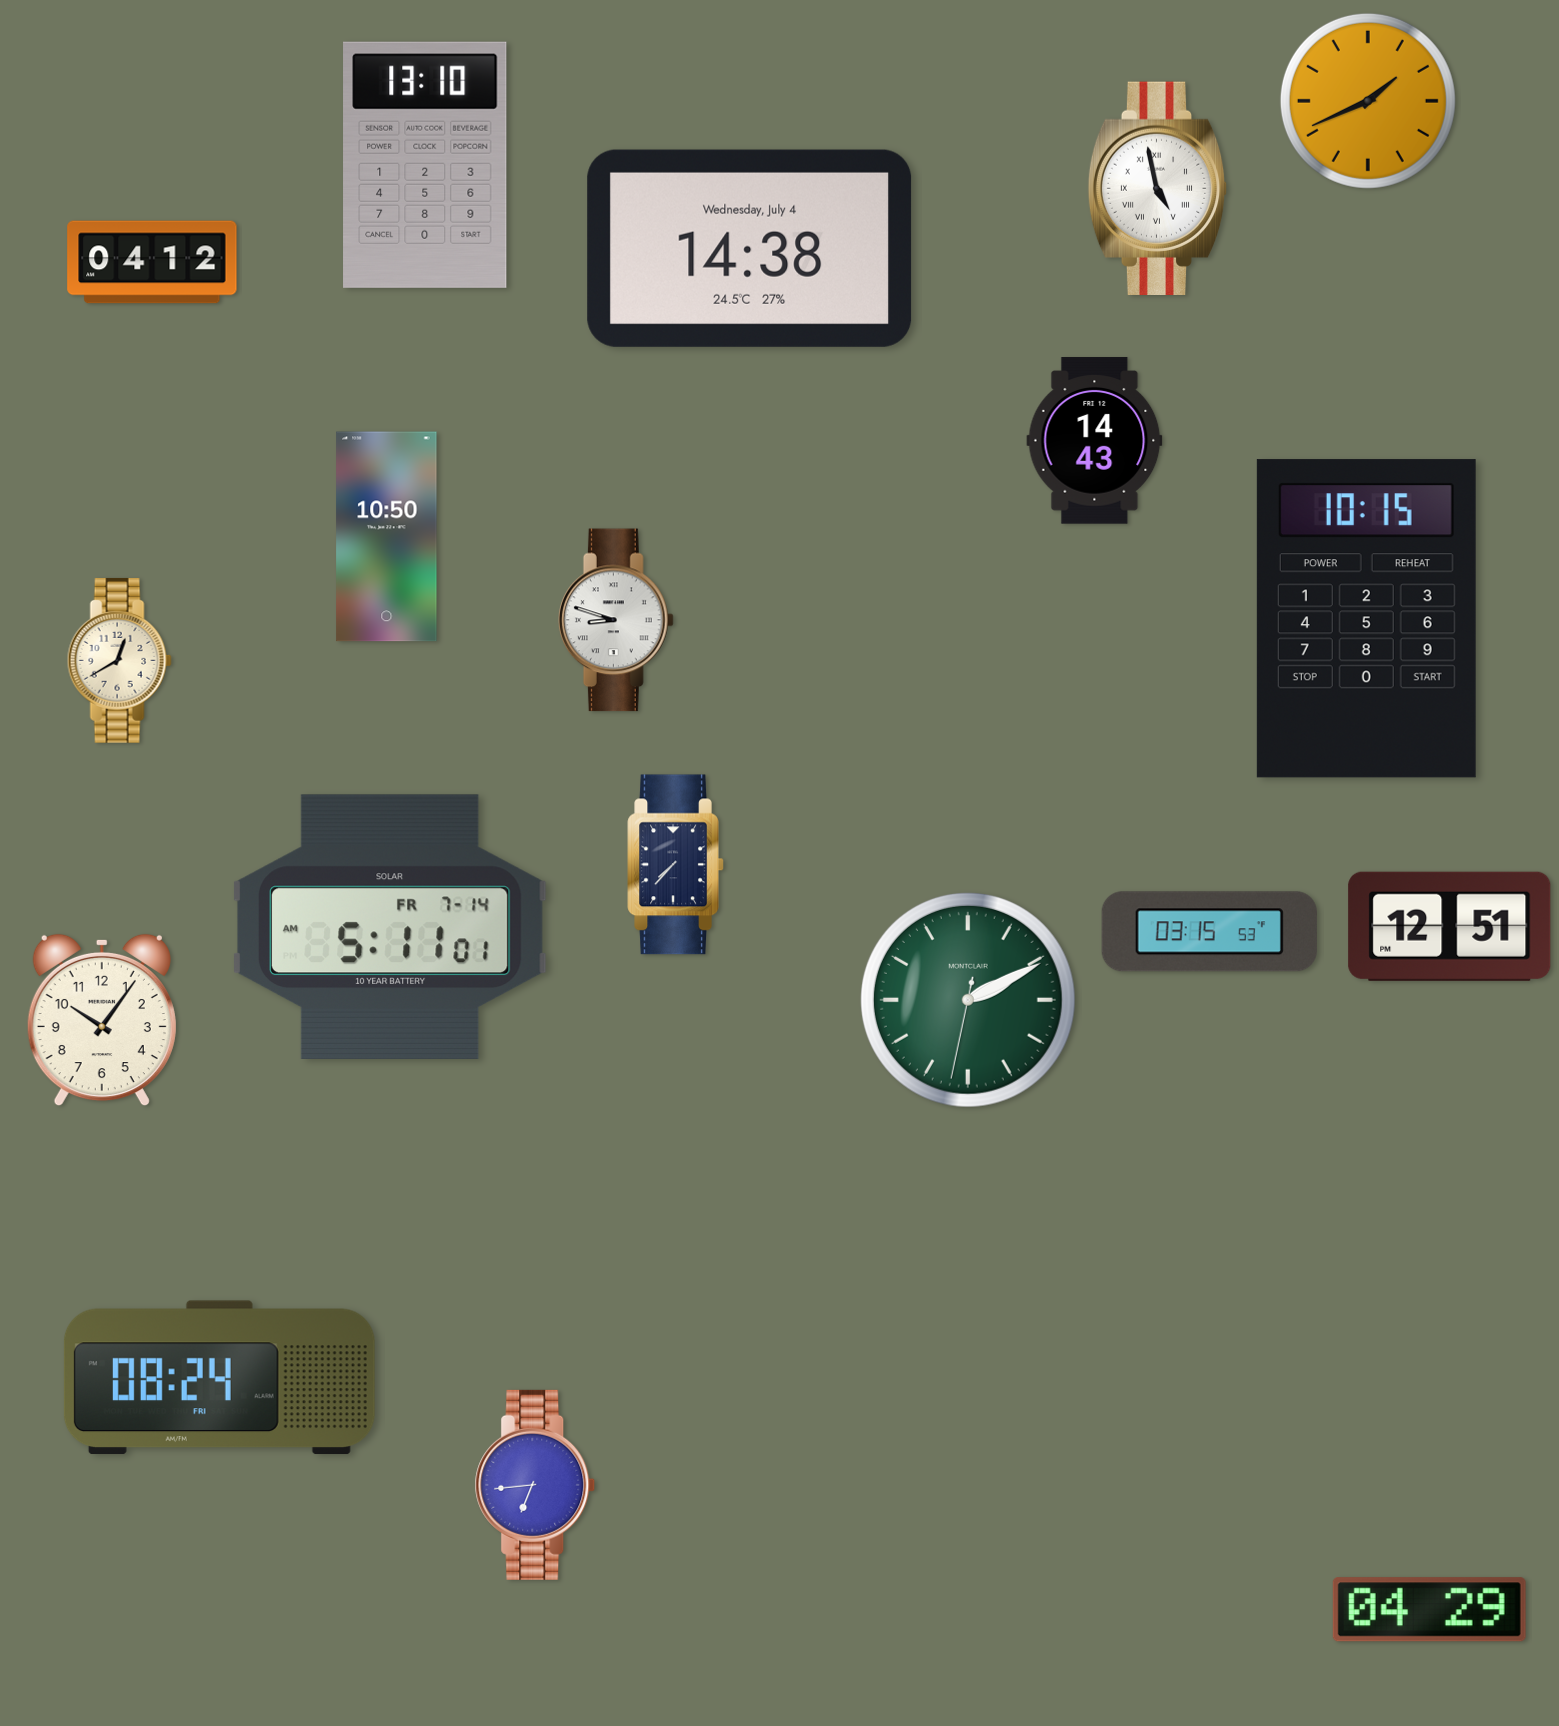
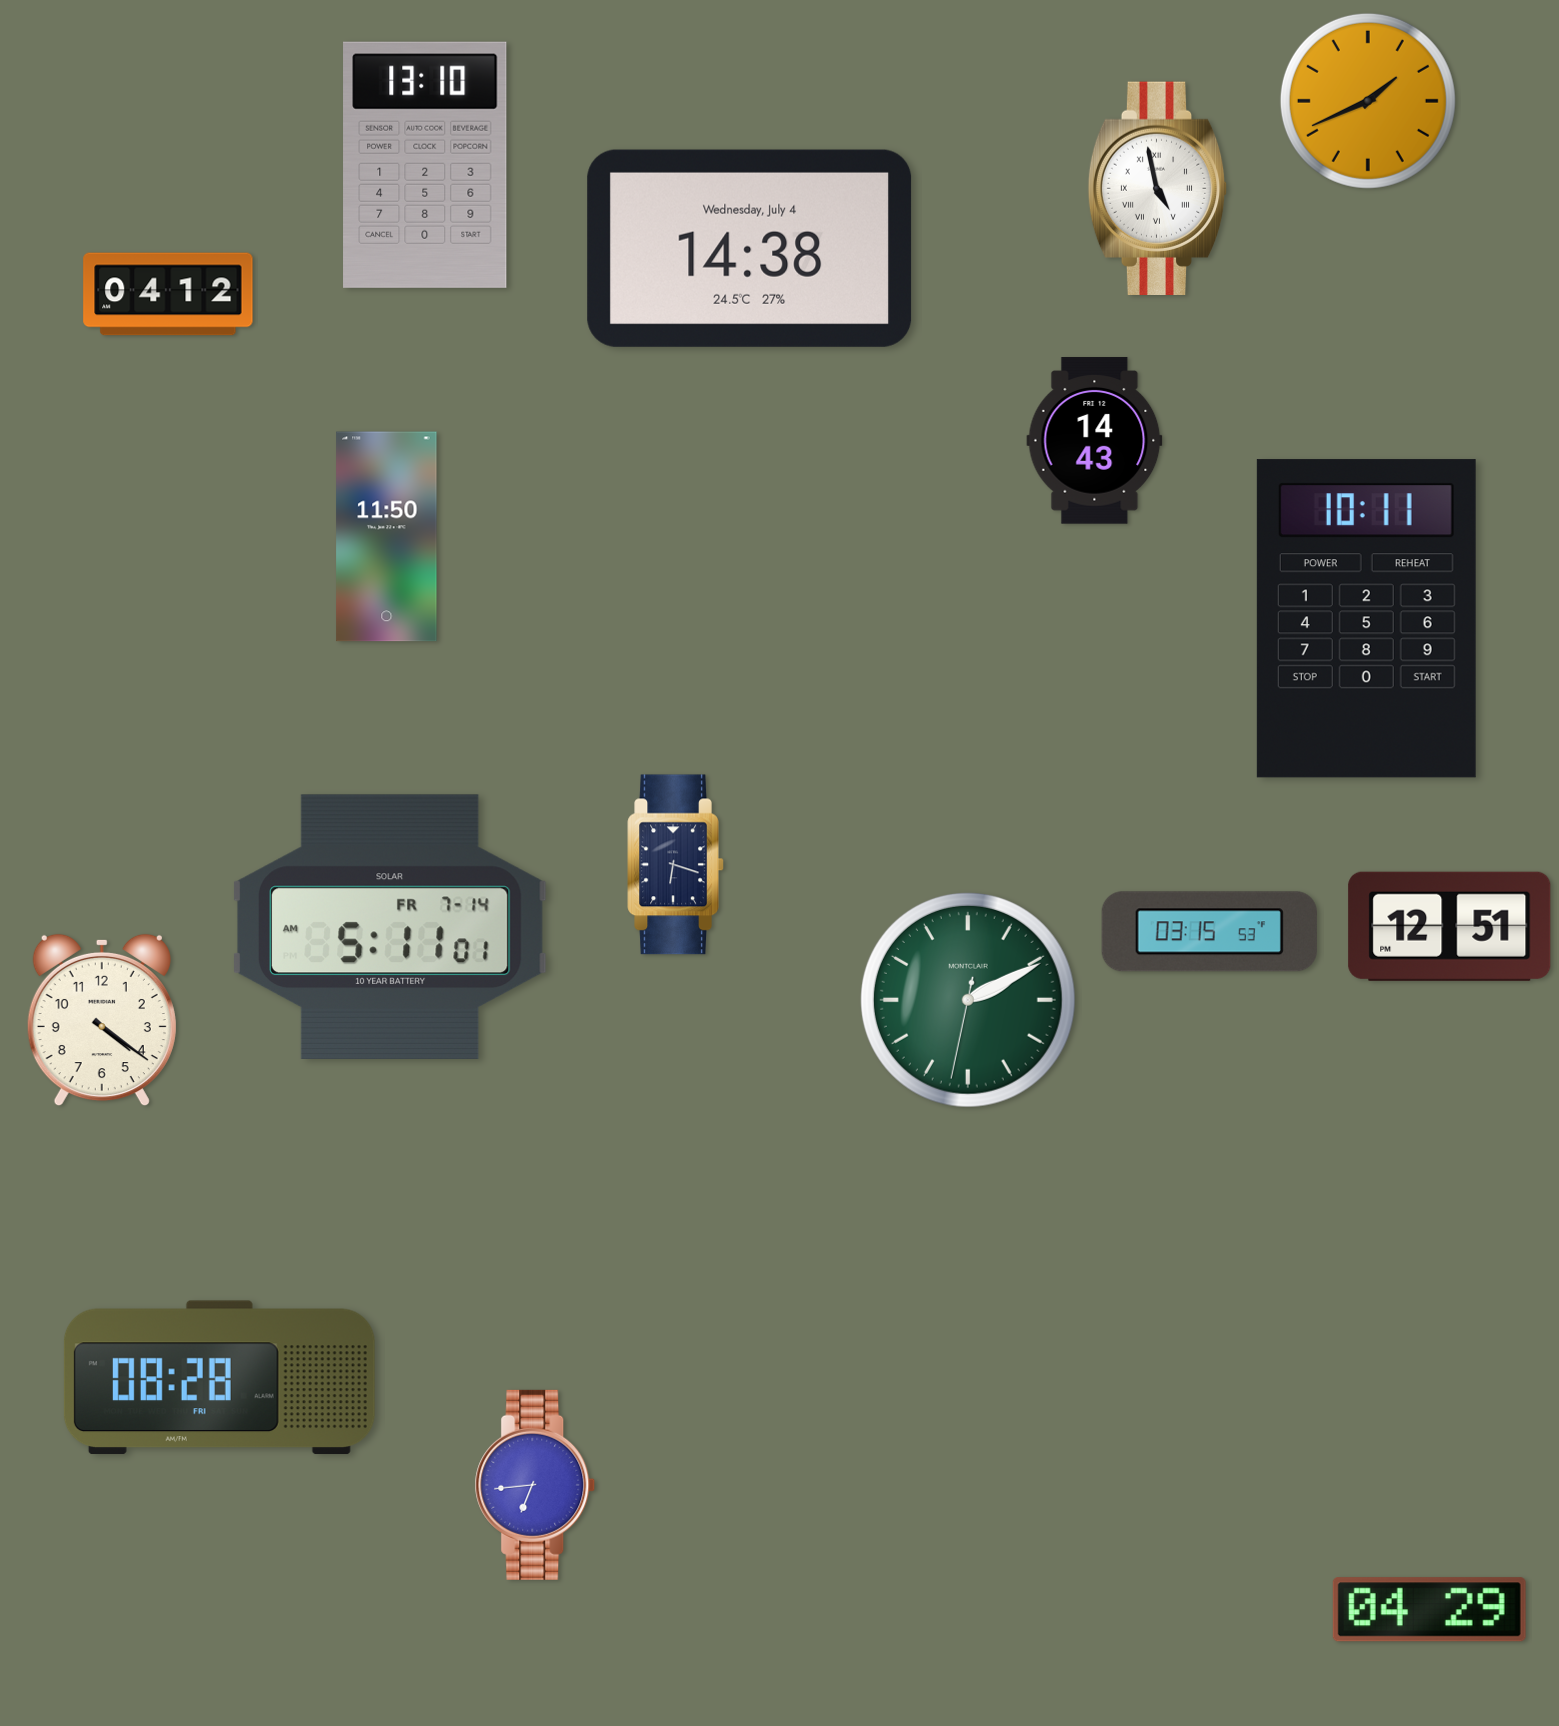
clock at (152, 262) position: (152, 262) -> (168, 294)
clock at (387, 537): 10:50 -> 11:50
clock at (1366, 619): 10:15 -> 10:11
clock at (616, 620): 8:48 -> none
clock at (119, 660): 12:40 -> none
clock at (676, 865): 7:37 -> 6:18
clock at (102, 1020): 10:06 -> 4:21
clock at (219, 1378): 08:24 -> 08:28
